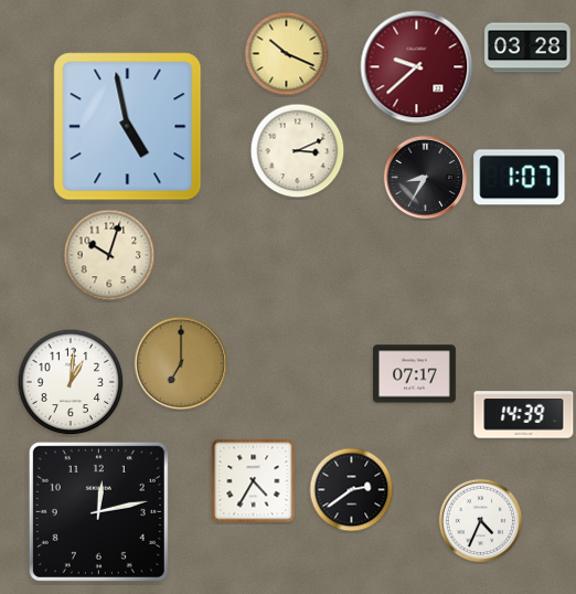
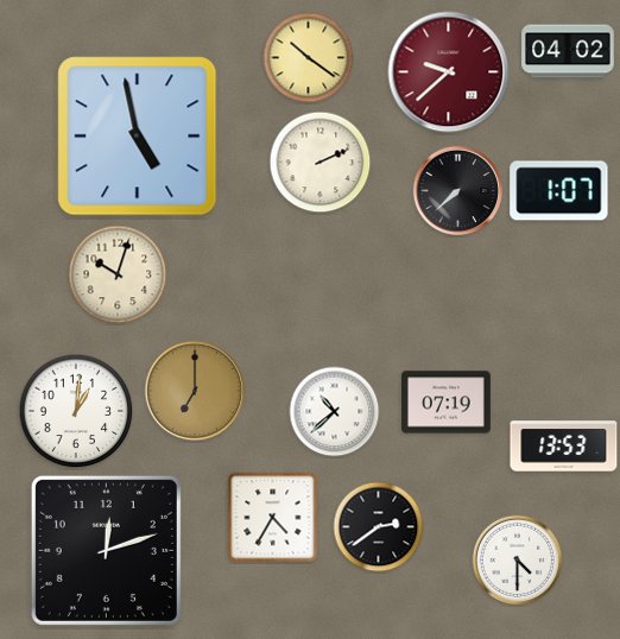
clock at (527, 47): 03:28 -> 04:02
clock at (287, 54): 10:19 -> 10:21
clock at (298, 151): 3:11 -> 2:11
clock at (426, 178): 8:35 -> 7:38
clock at (414, 374): 07:17 -> 07:19
clock at (335, 412): none -> 10:38
clock at (524, 415): 14:39 -> 13:53
clock at (98, 511): 12:13 -> 12:12
clock at (481, 521): 4:34 -> 4:30
